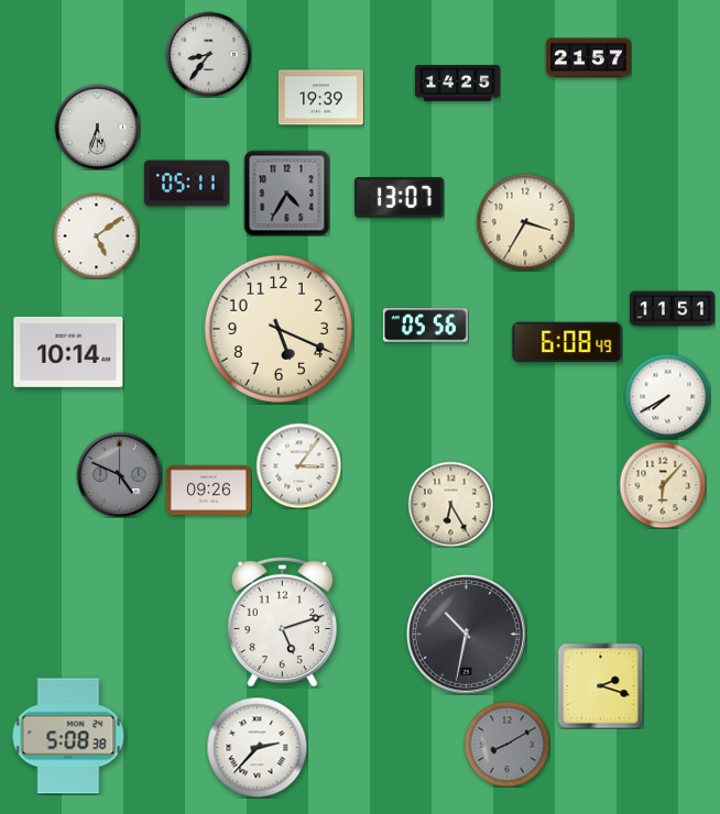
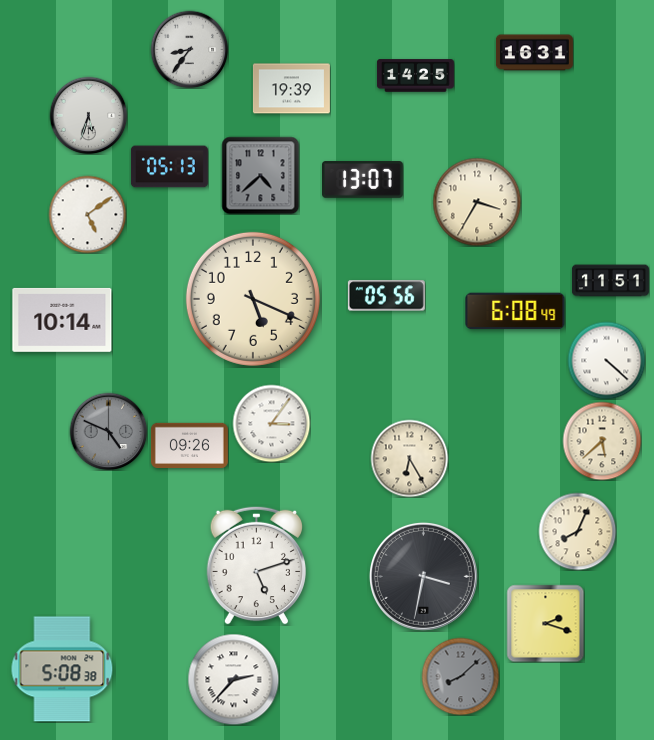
clock at (588, 58): 21:57 -> 16:31
clock at (186, 184): 05:11 -> 05:13
clock at (286, 193): 4:35 -> 4:38
clock at (667, 396): 7:40 -> 4:22
clock at (663, 485): 6:07 -> 5:38
clock at (577, 531): none -> 8:04
clock at (466, 634): 10:32 -> 3:32
clock at (506, 744): 8:10 -> 8:08
